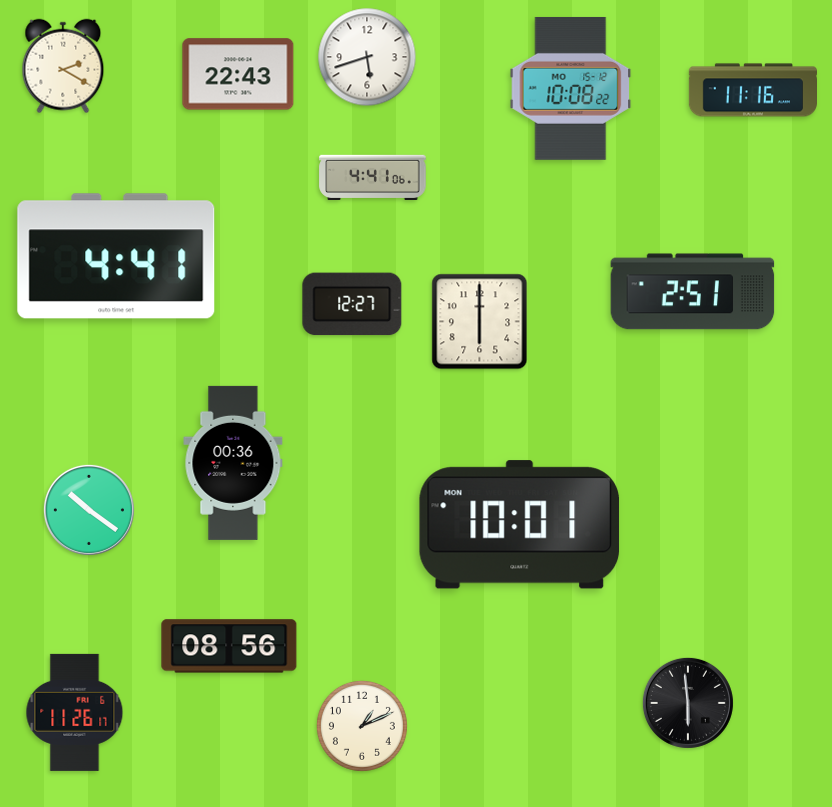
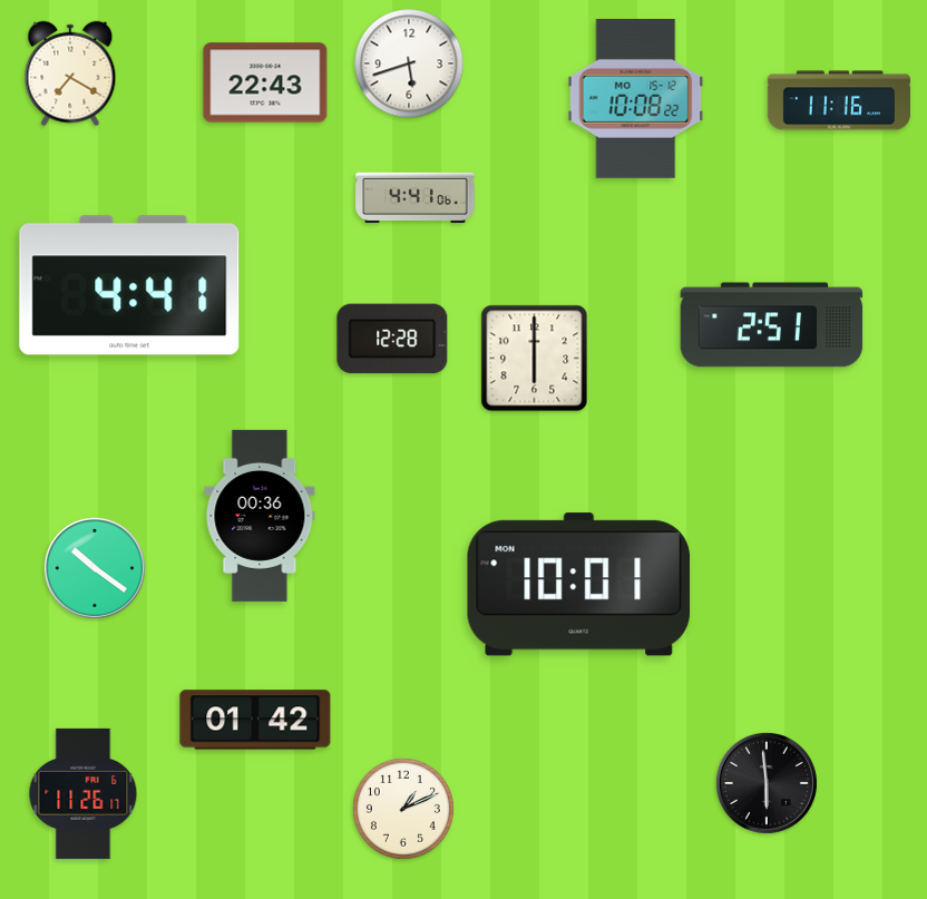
clock at (63, 66): 2:20 -> 7:20
clock at (352, 304): 12:27 -> 12:28
clock at (89, 510) position: (89, 510) -> (95, 568)
clock at (229, 646): 08:56 -> 01:42
